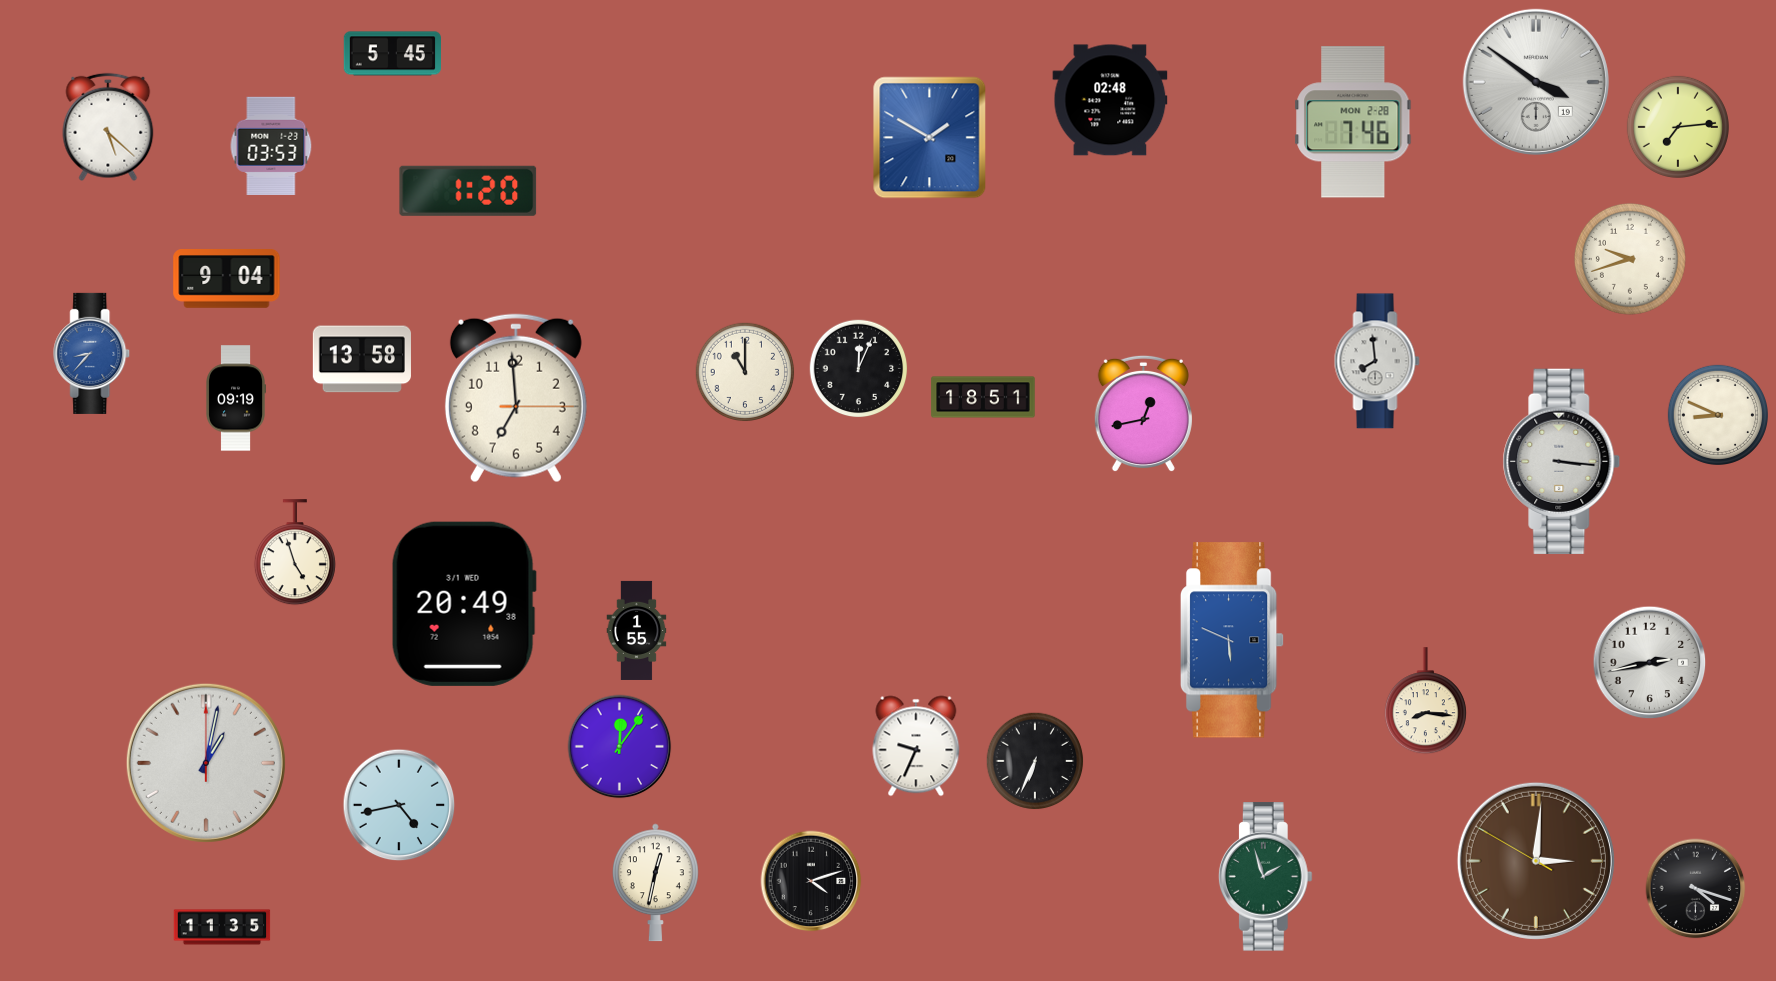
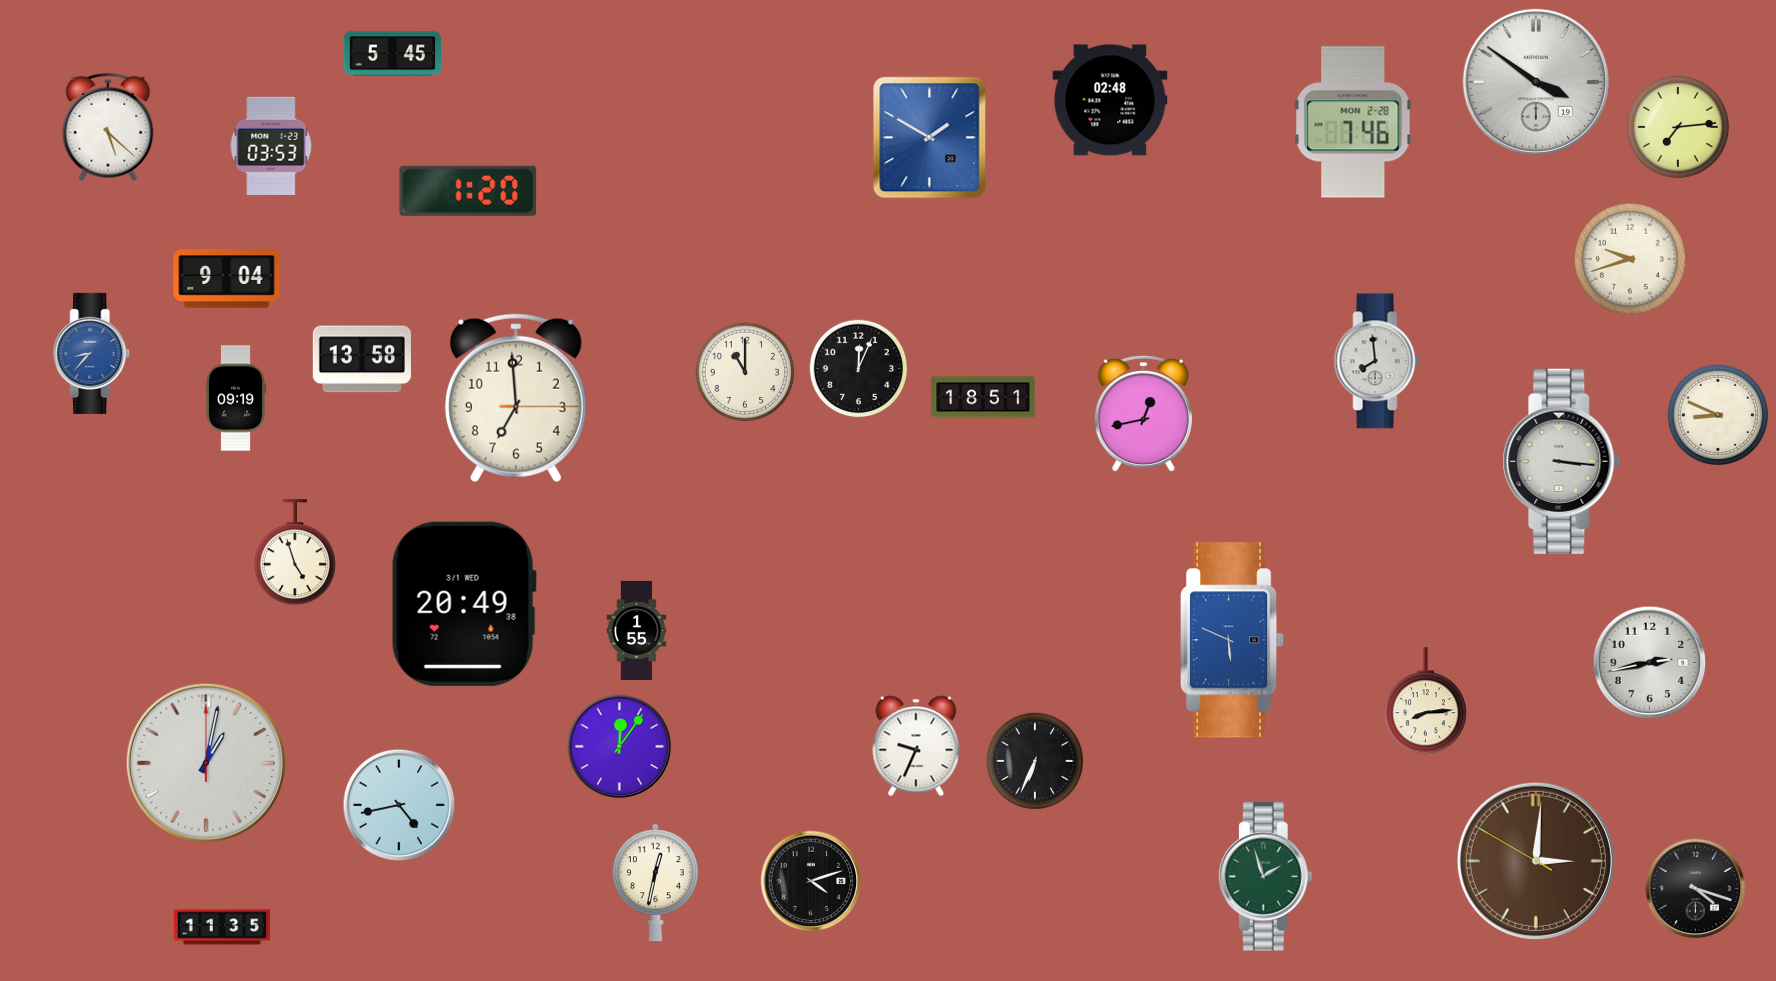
clock at (1425, 701): 8:16 -> 8:14
